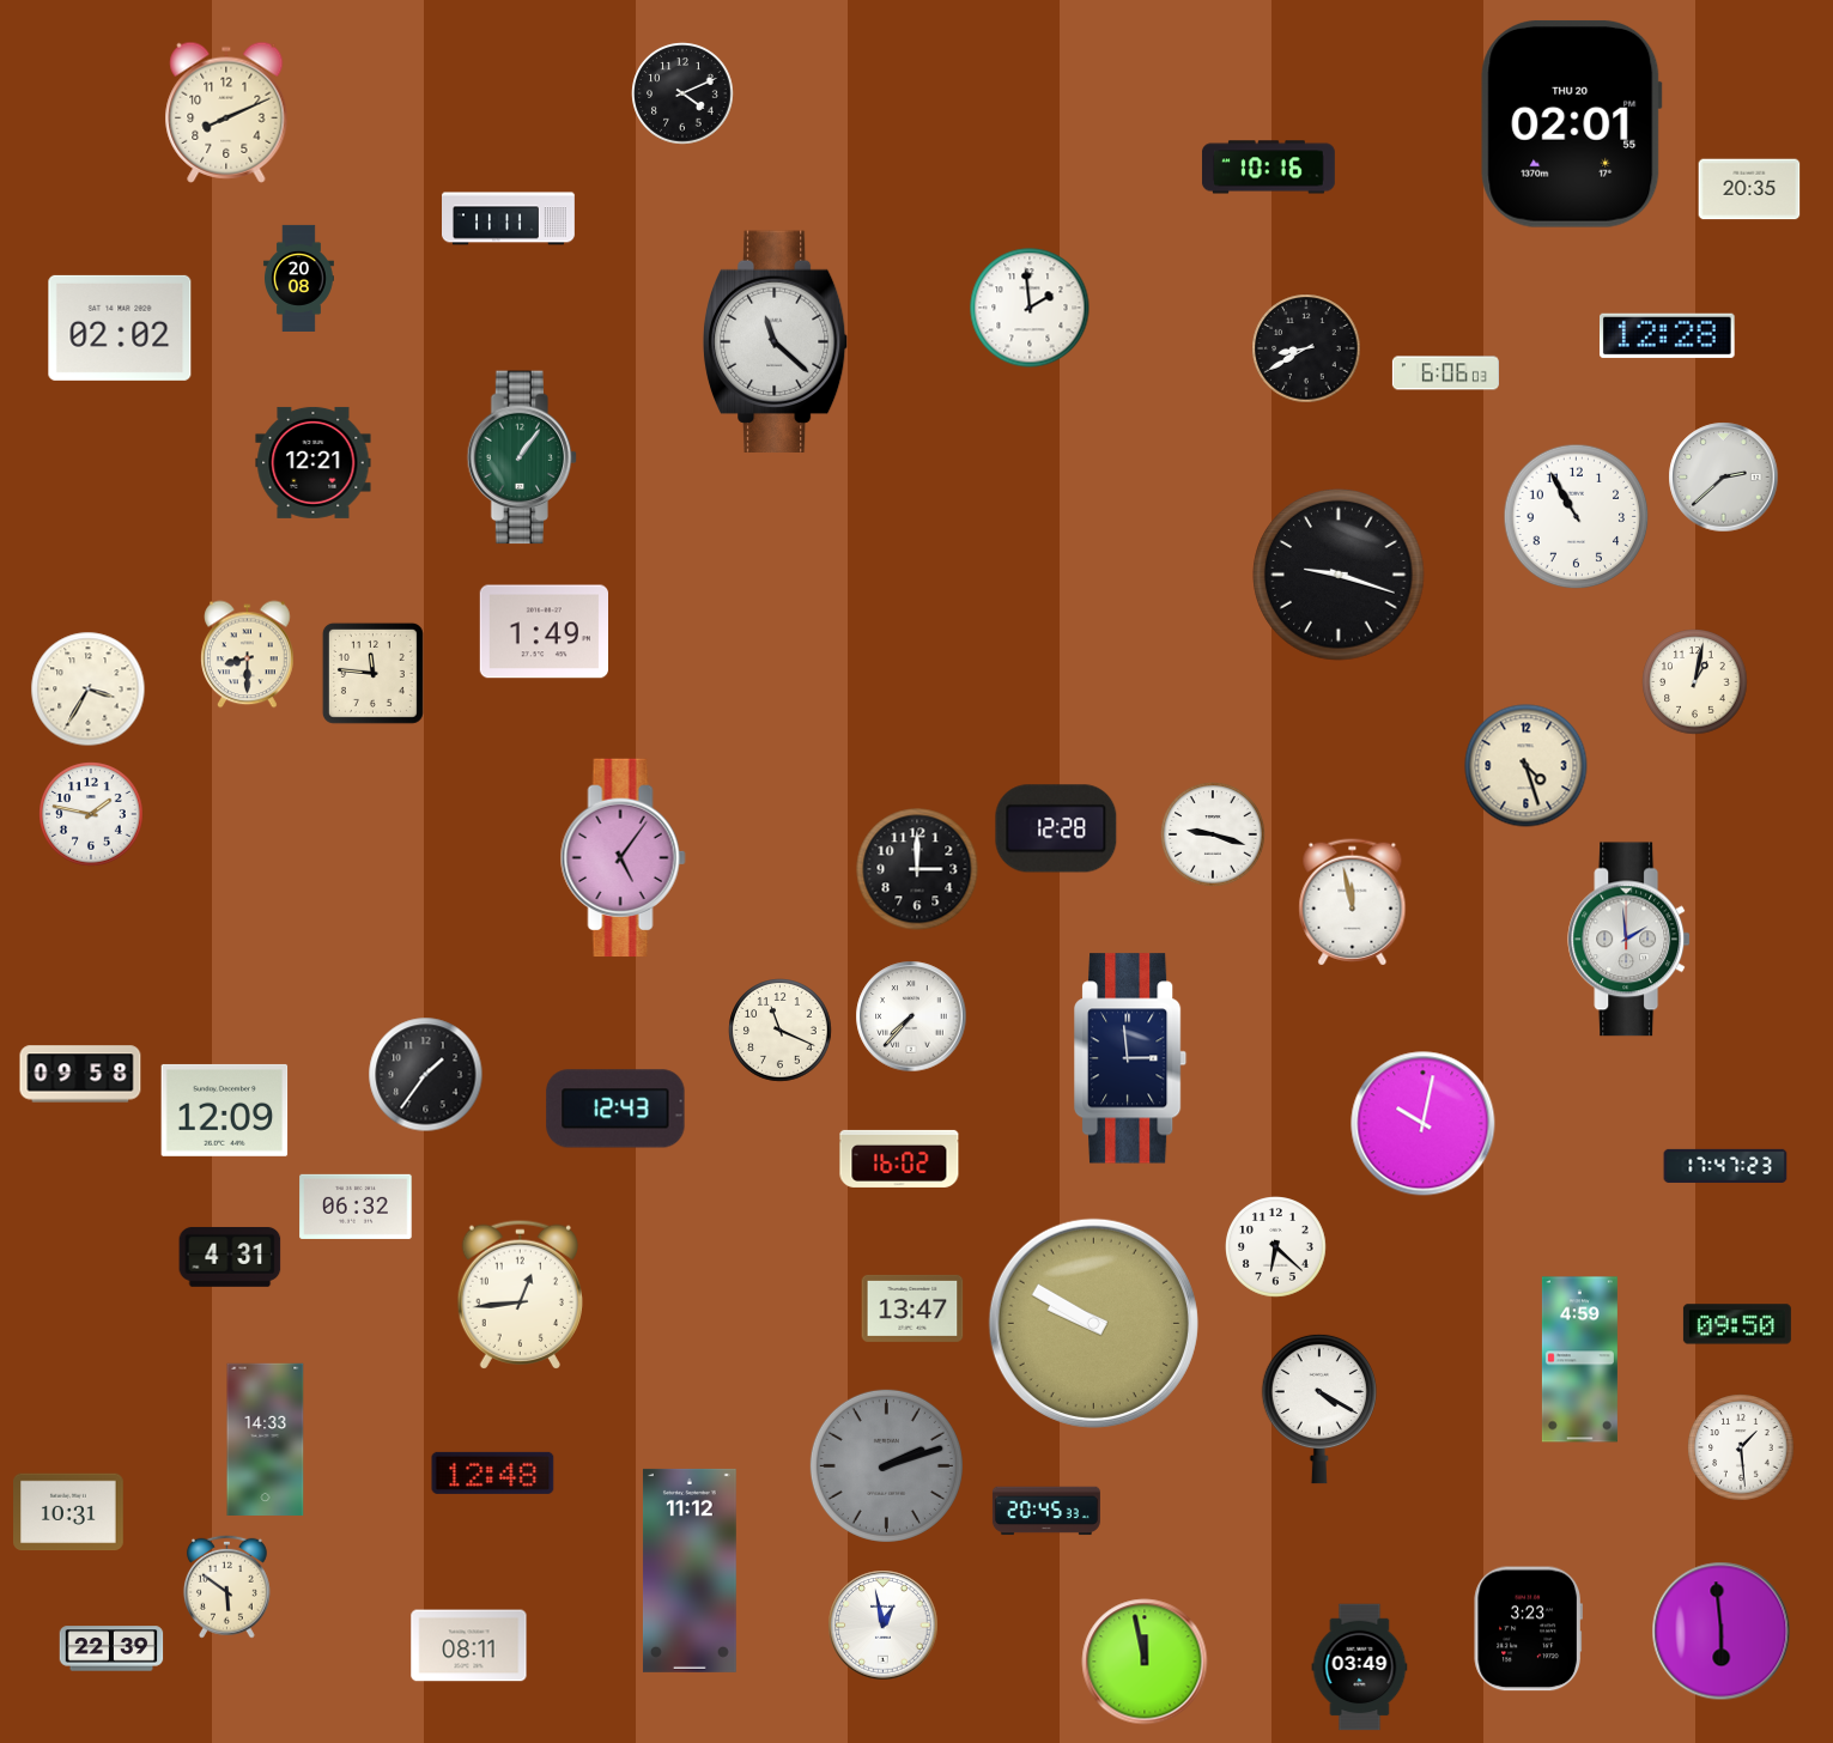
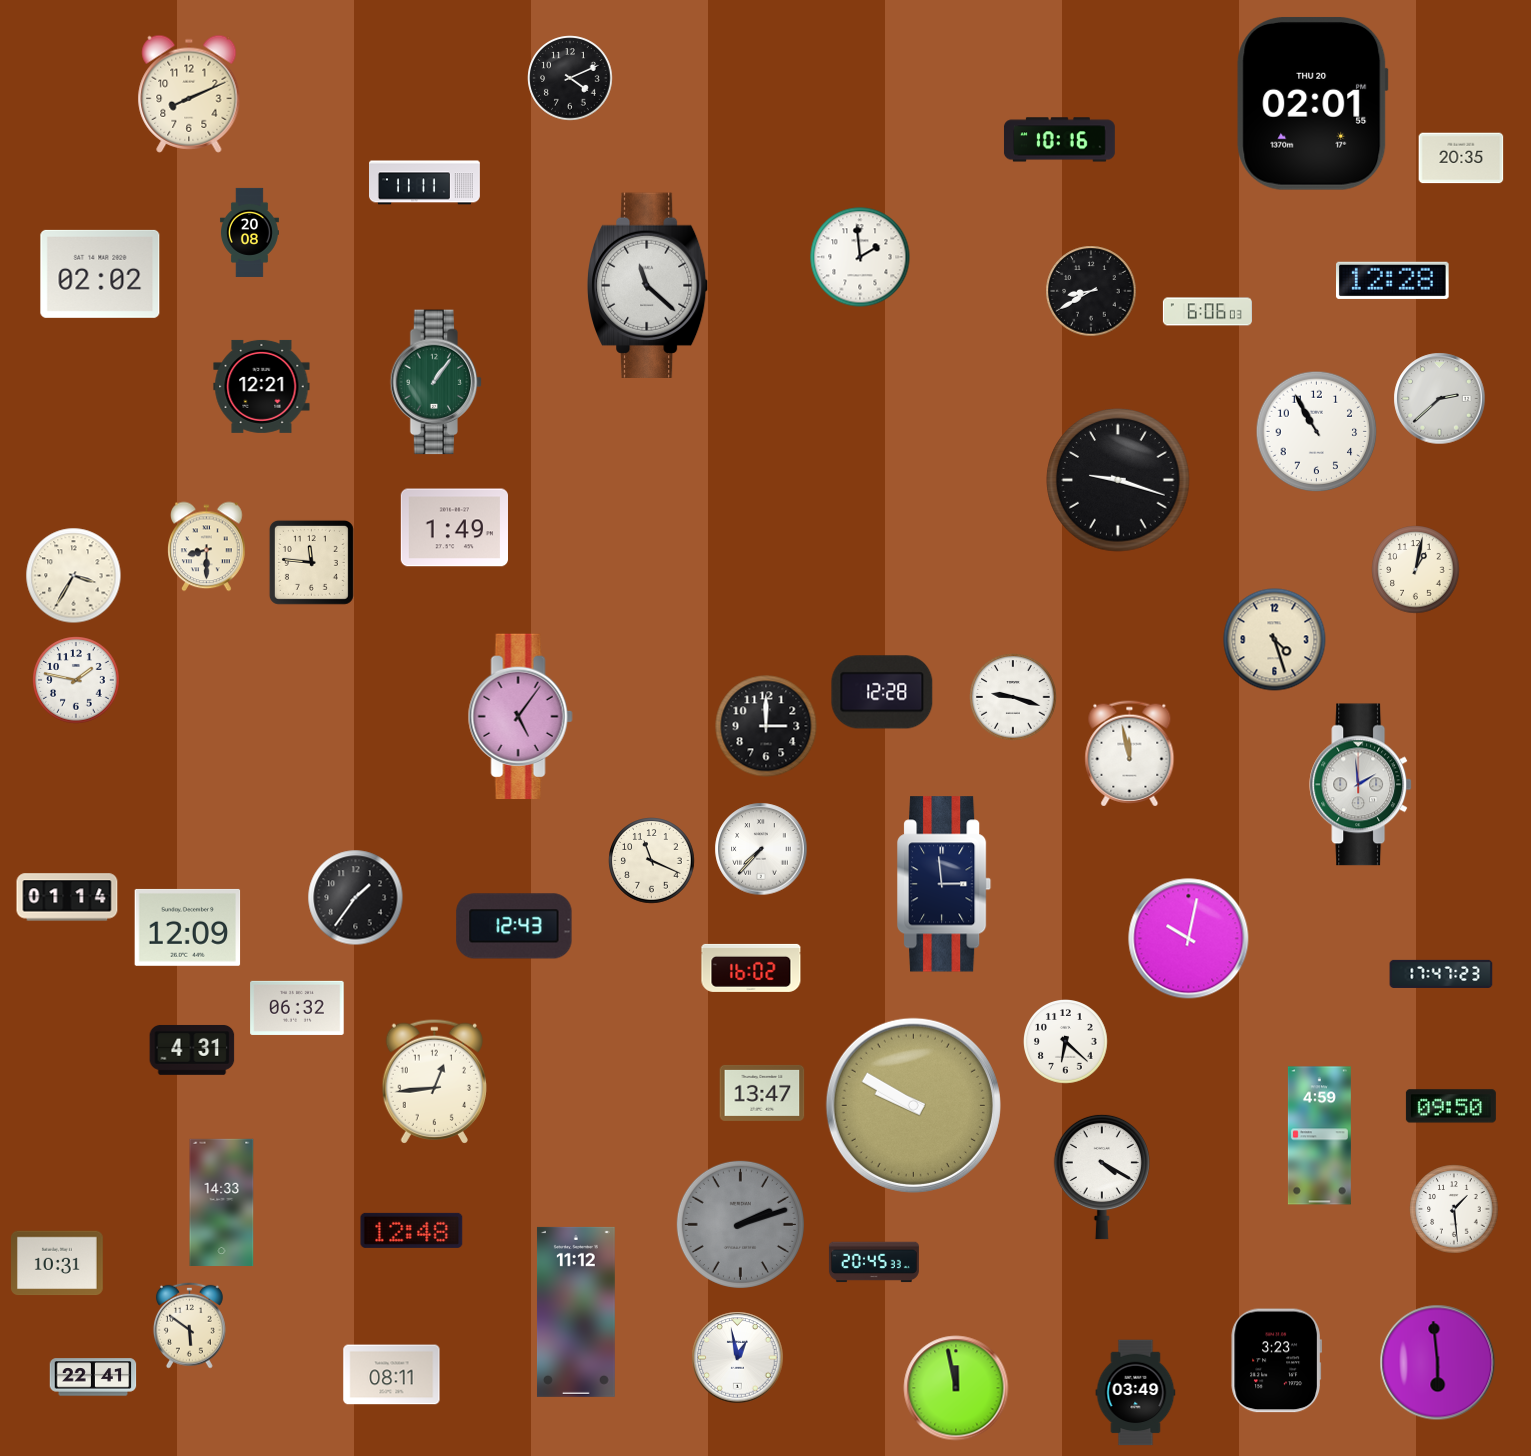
clock at (80, 1074): 09:58 -> 01:14
clock at (111, 1648): 22:39 -> 22:41
